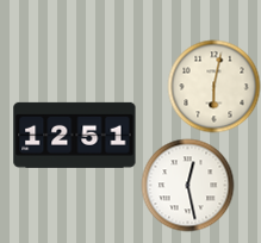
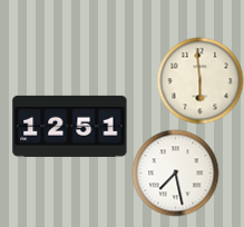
clock at (213, 86): 6:02 -> 5:59
clock at (187, 185): 12:28 -> 7:28
